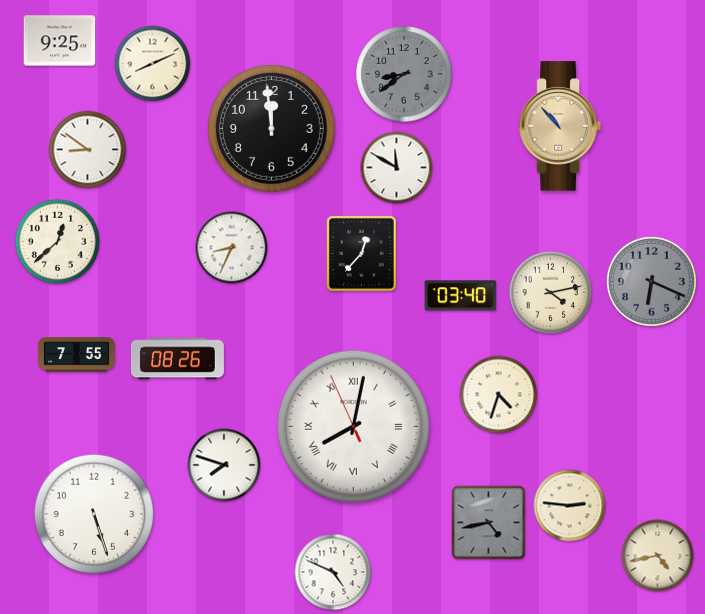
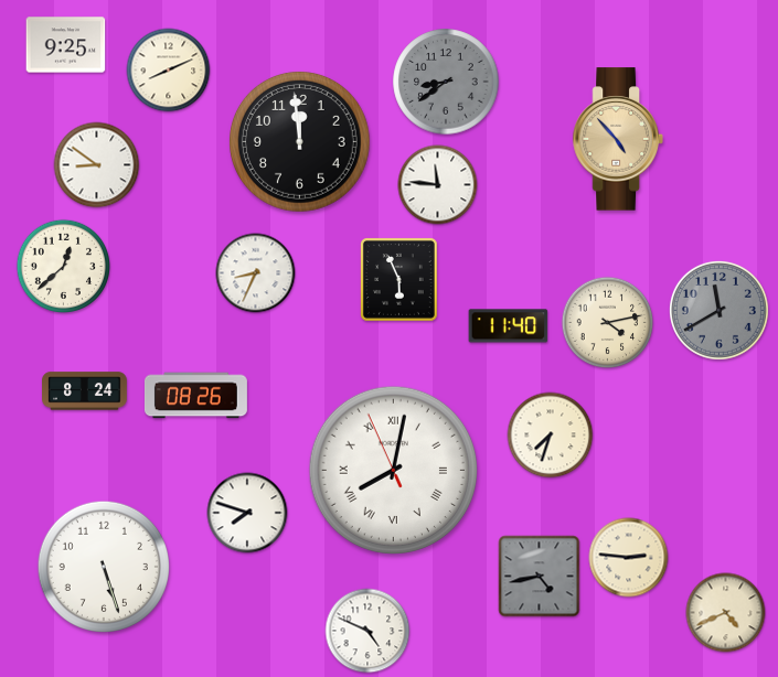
clock at (560, 126): 10:53 -> 4:53
clock at (397, 168): 11:50 -> 11:46
clock at (362, 254): 12:37 -> 5:56
clock at (651, 281): 6:19 -> 11:40
clock at (461, 296): 03:40 -> 11:40
clock at (77, 355): 7:55 -> 8:24
clock at (499, 395): 4:33 -> 7:33
clock at (353, 426) position: (353, 426) -> (393, 470)
clock at (658, 556): 4:43 -> 4:41
